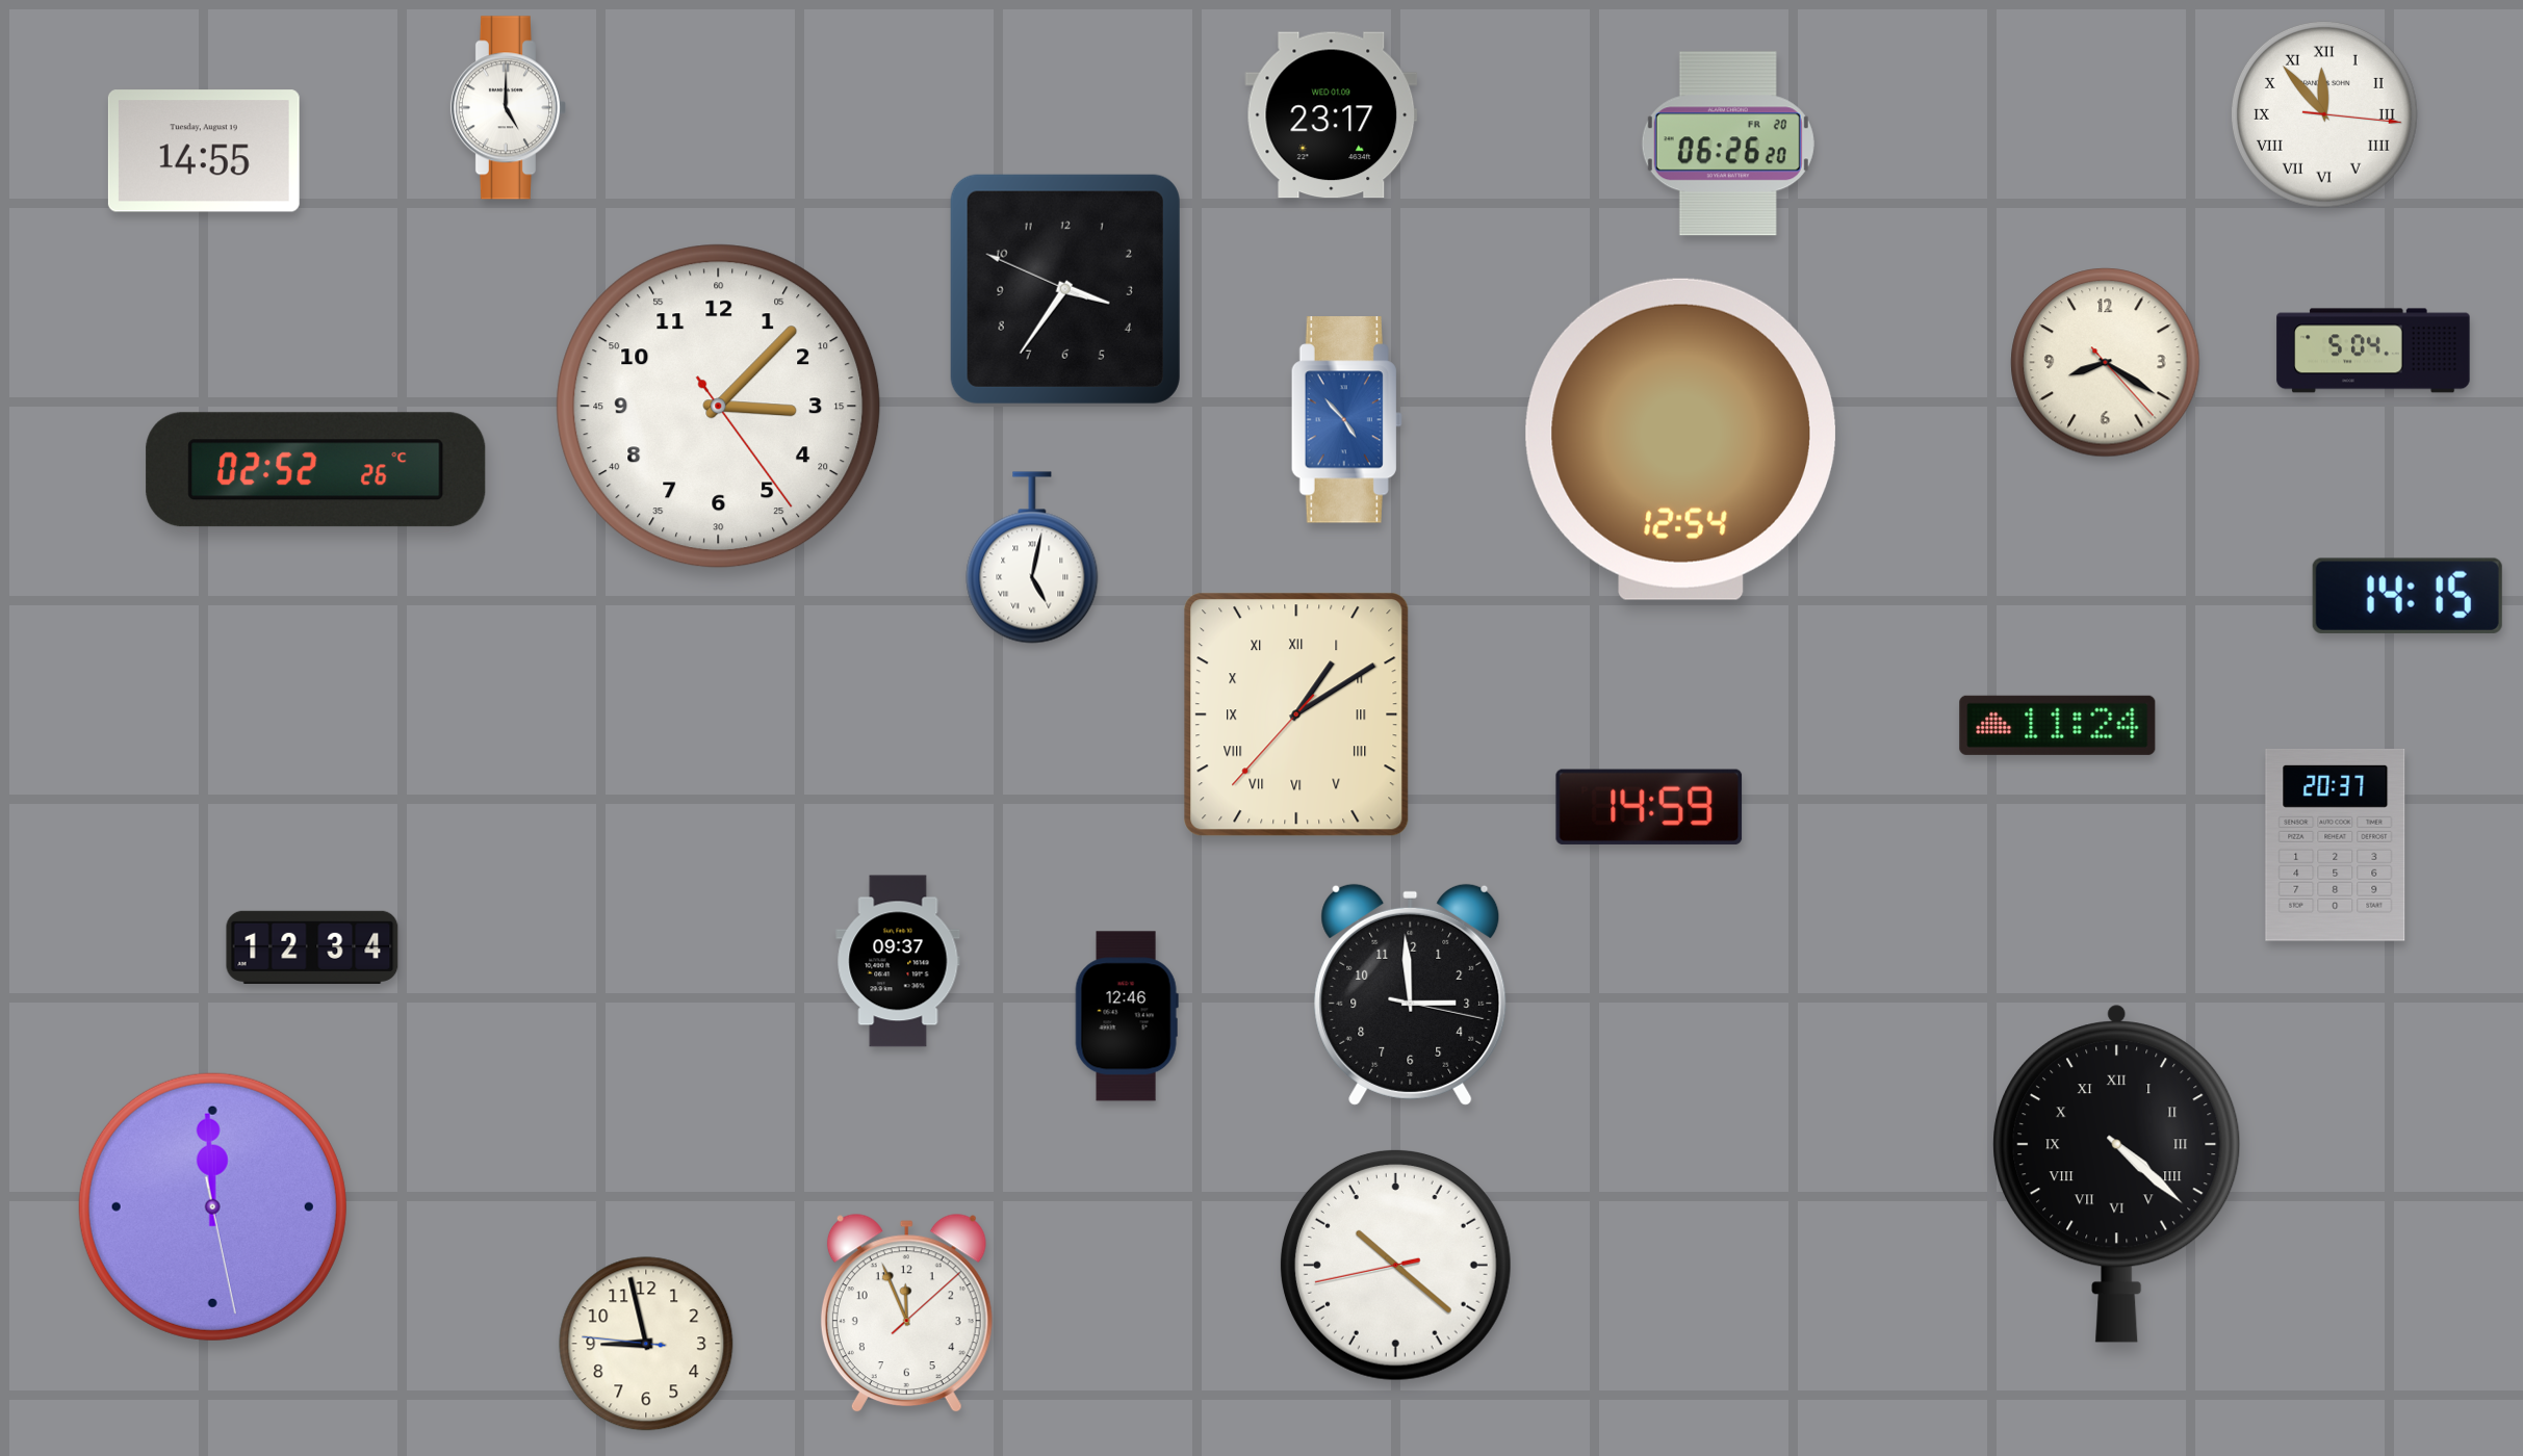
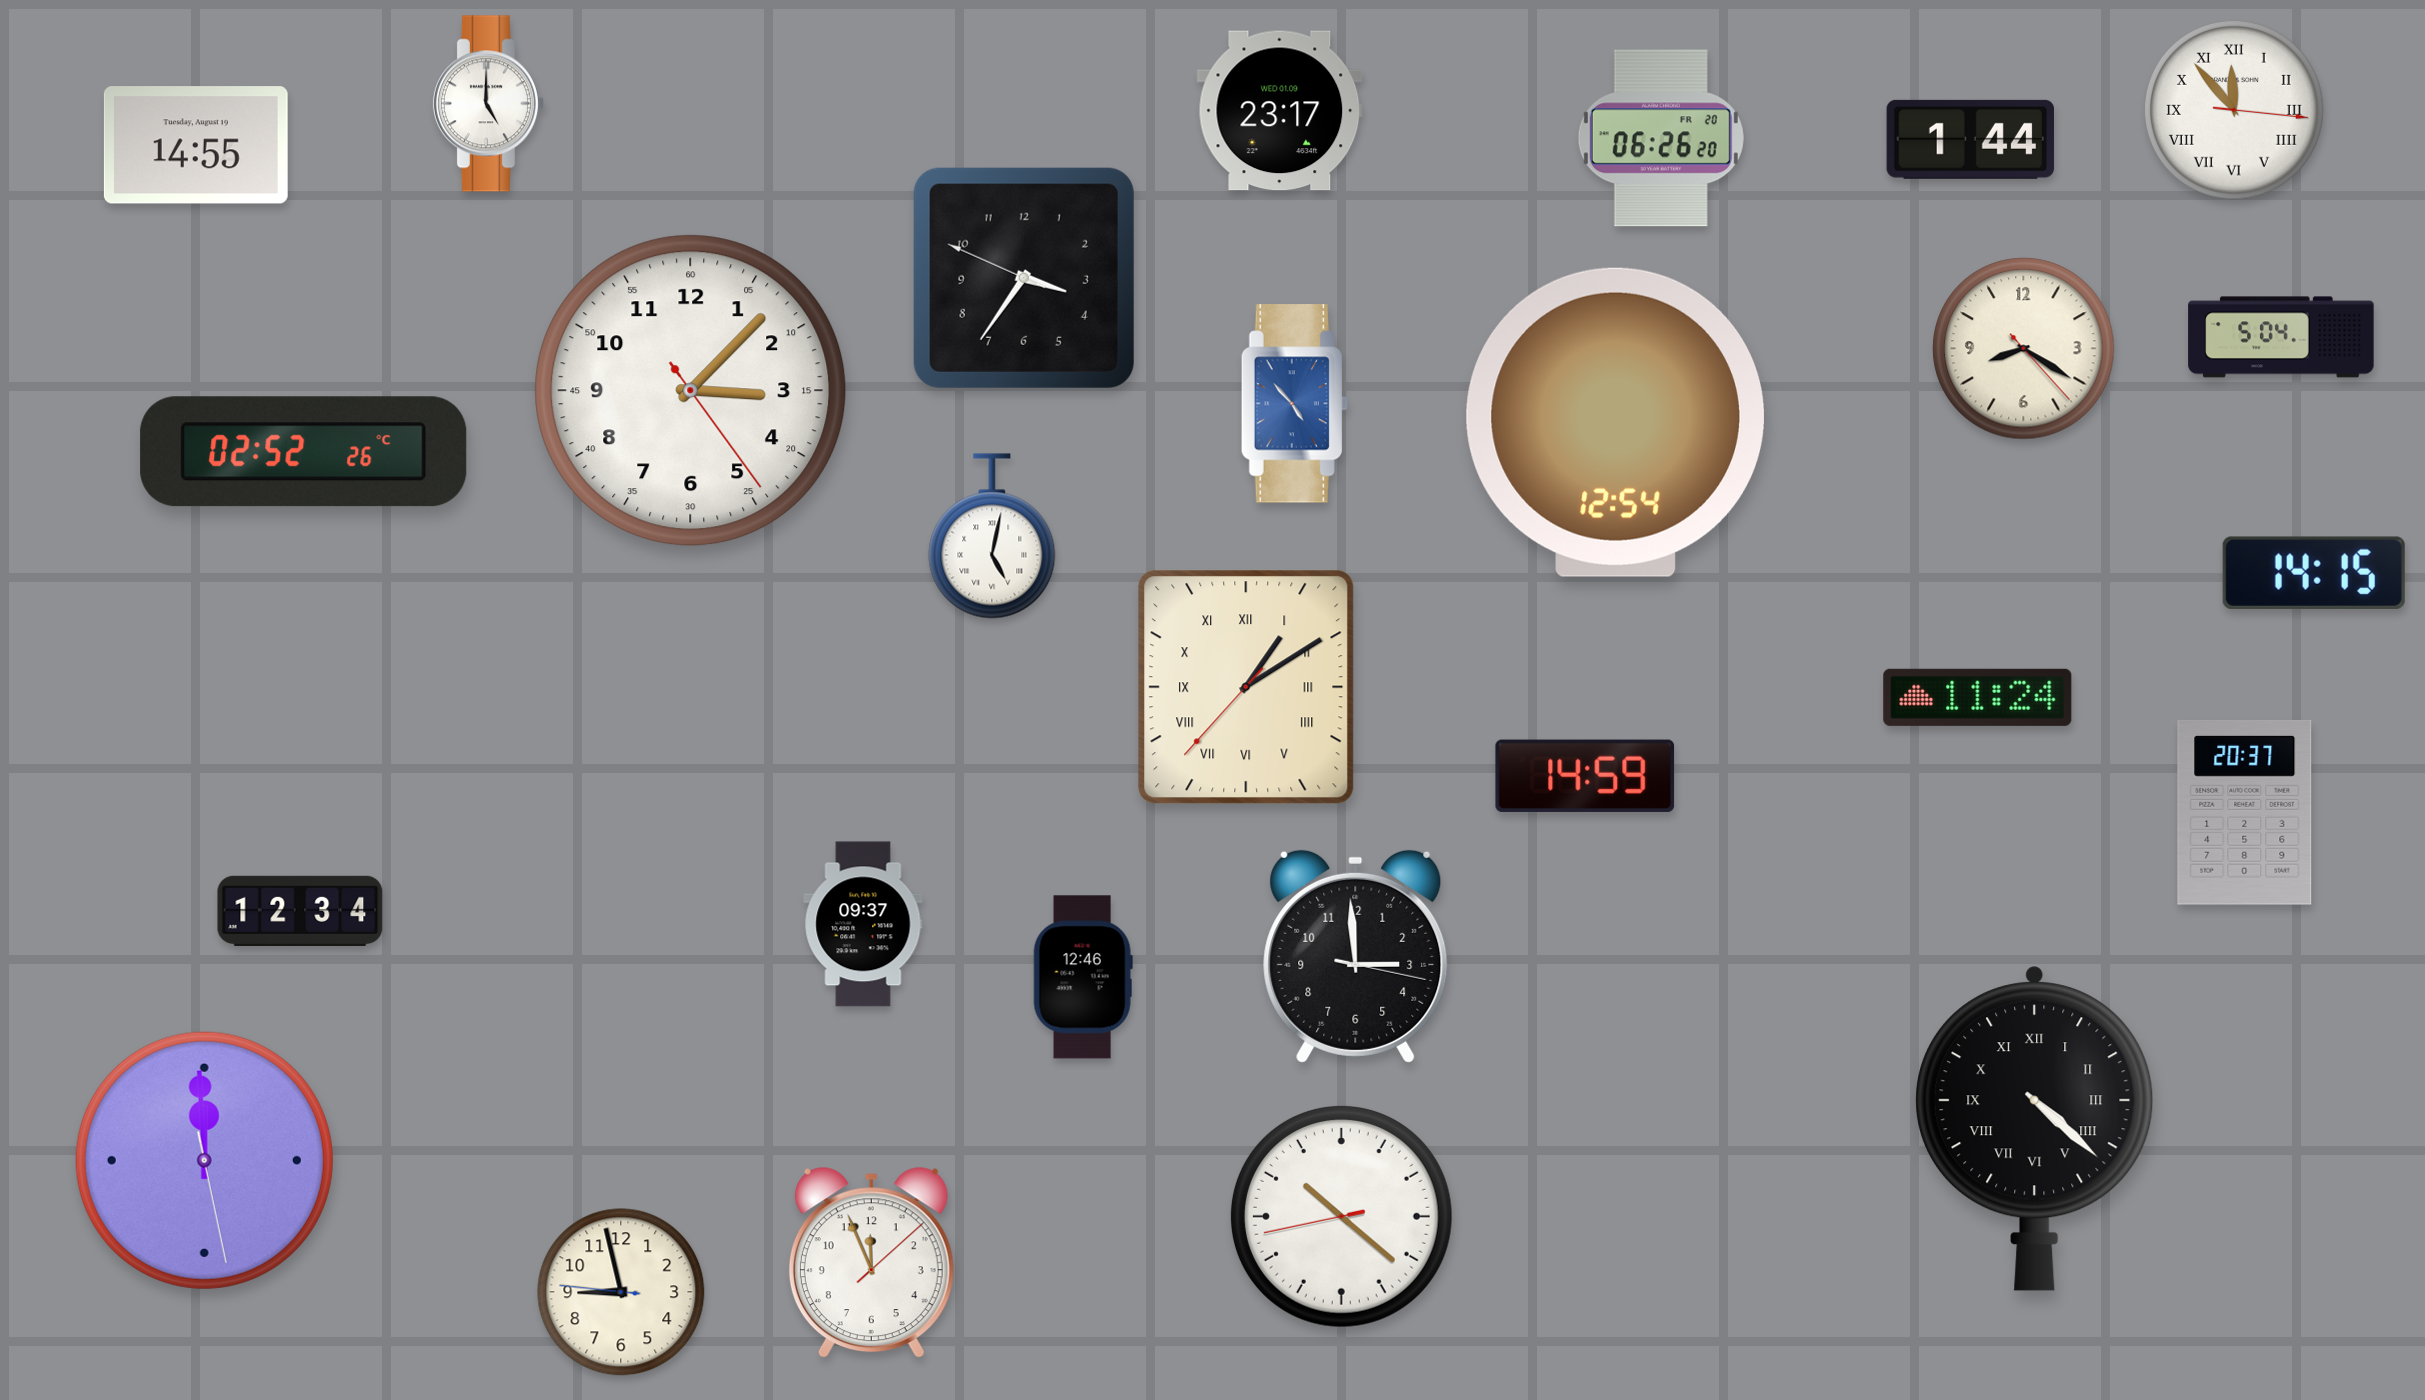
clock at (1970, 139): none -> 1:44
